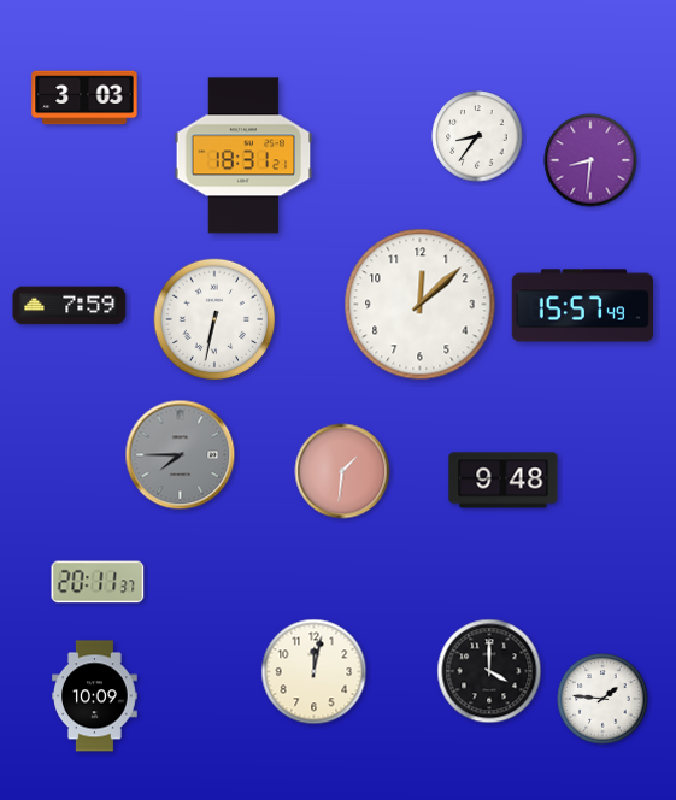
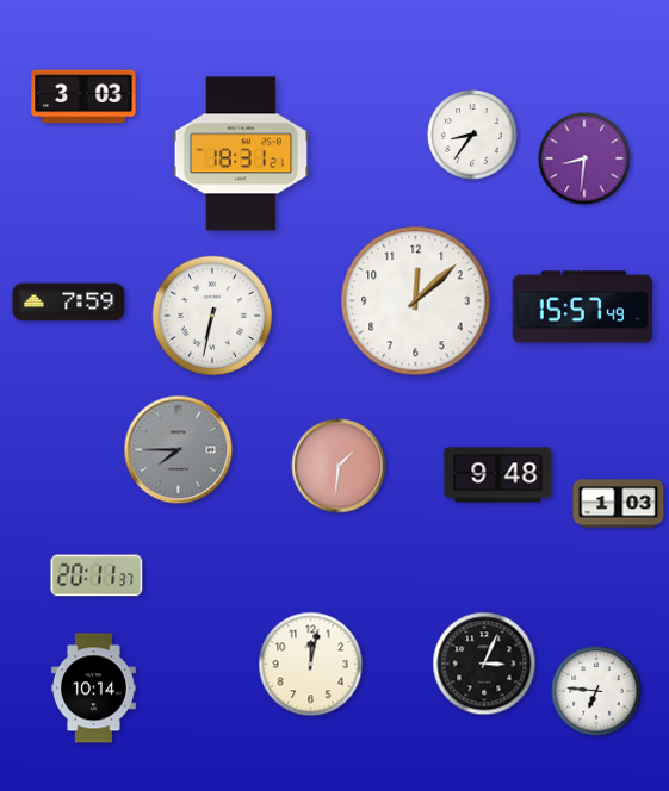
clock at (583, 306) position: (583, 306) -> (583, 307)
clock at (619, 504): none -> 1:03
clock at (489, 671): 4:00 -> 3:04
clock at (95, 696): 10:09 -> 10:14
clock at (602, 699): 1:46 -> 6:46
